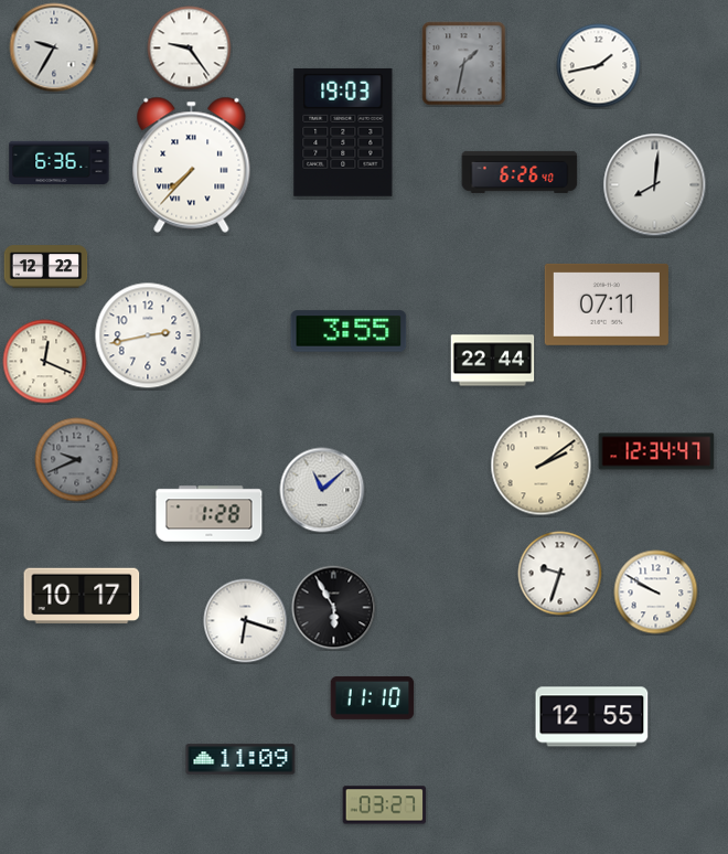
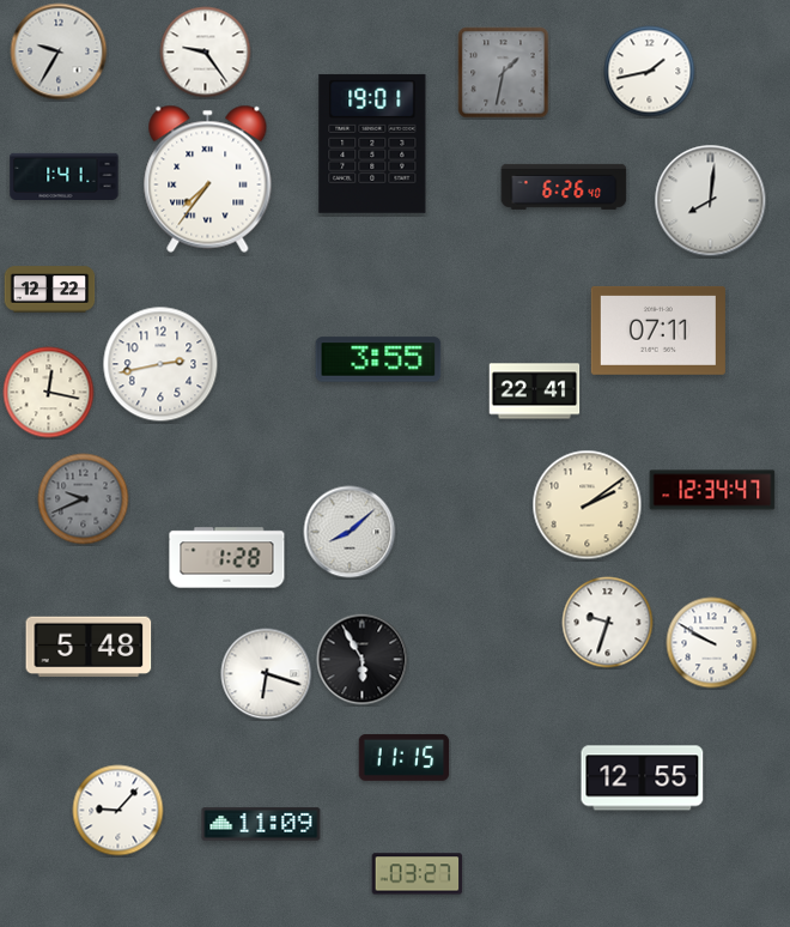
clock at (464, 64) position: (464, 64) -> (504, 73)
clock at (343, 132): 19:03 -> 19:01
clock at (60, 162): 6:36 -> 1:41
clock at (192, 164): 7:37 -> 7:36
clock at (493, 361): 22:44 -> 22:41
clock at (45, 362): 12:19 -> 12:17
clock at (322, 490): 11:08 -> 8:08
clock at (82, 596): 10:17 -> 5:48
clock at (373, 697): 11:10 -> 11:15
clock at (118, 811): none -> 9:07
